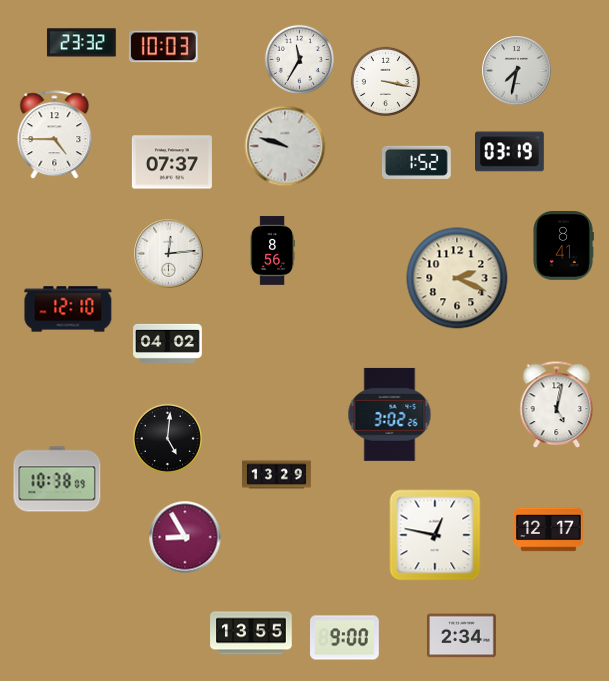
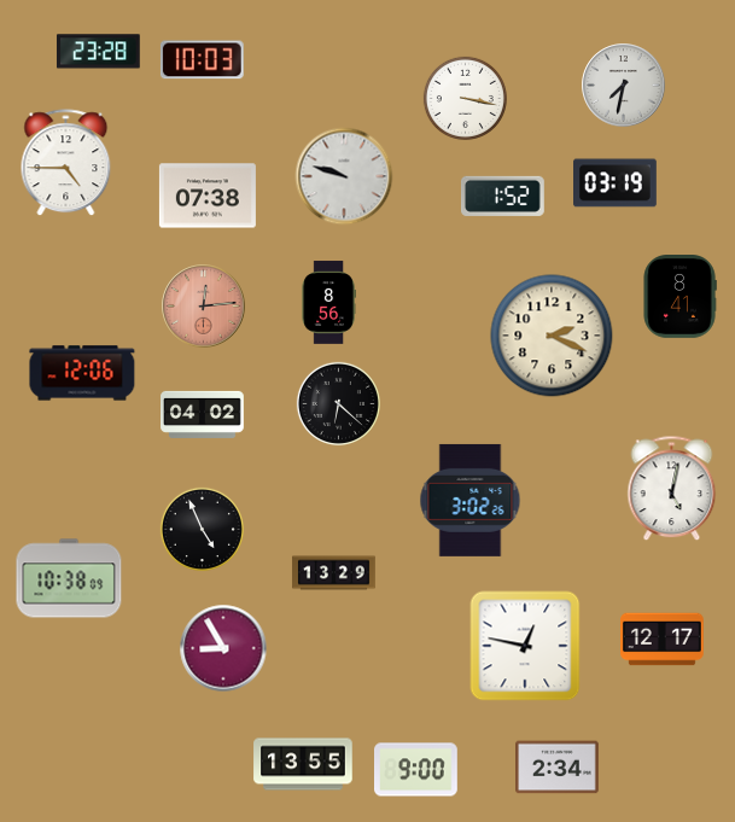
clock at (81, 43): 23:32 -> 23:28
clock at (163, 47) position: (163, 47) -> (202, 60)
clock at (299, 59): 11:35 -> none
clock at (172, 162): 07:37 -> 07:38
clock at (169, 254) dial: white -> salmon
clock at (68, 309): 12:10 -> 12:06
clock at (338, 403): none -> 6:22
clock at (167, 438): 5:01 -> 4:56
